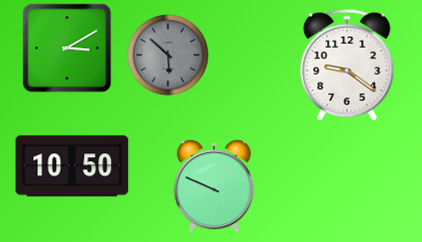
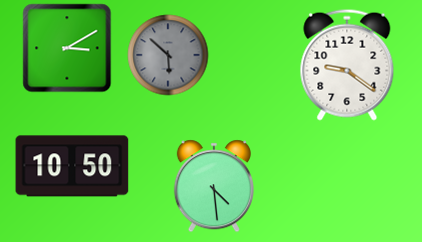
clock at (214, 186): 9:49 -> 4:29
